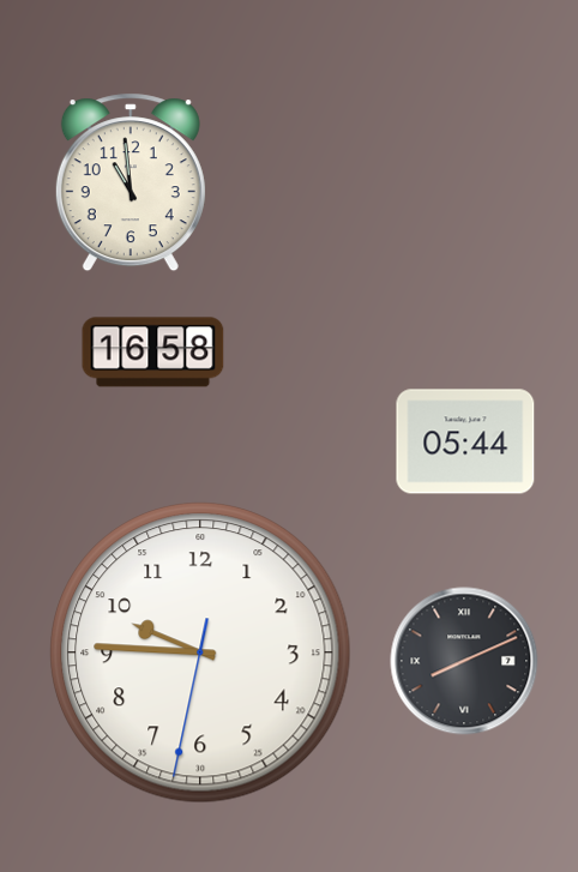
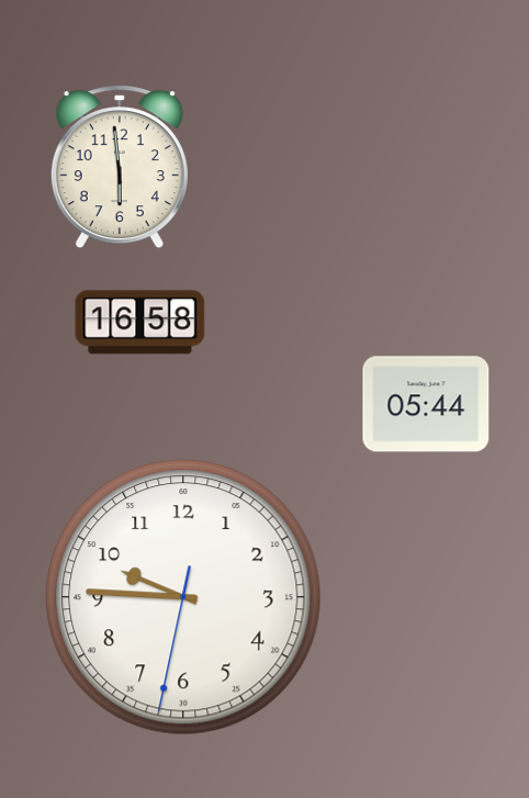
clock at (131, 182): 10:59 -> 5:59
clock at (464, 661): 8:11 -> none
